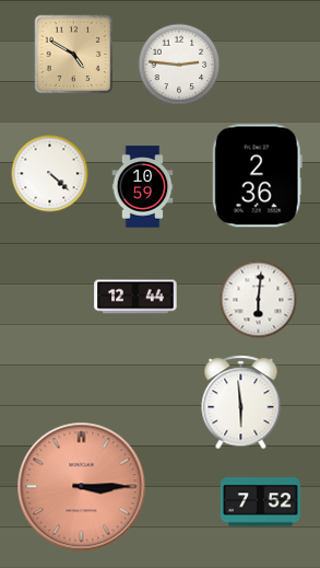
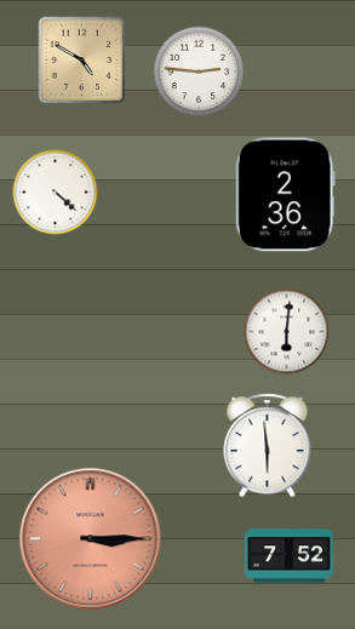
clock at (143, 187): 10:59 -> none
clock at (135, 297): 12:44 -> none
